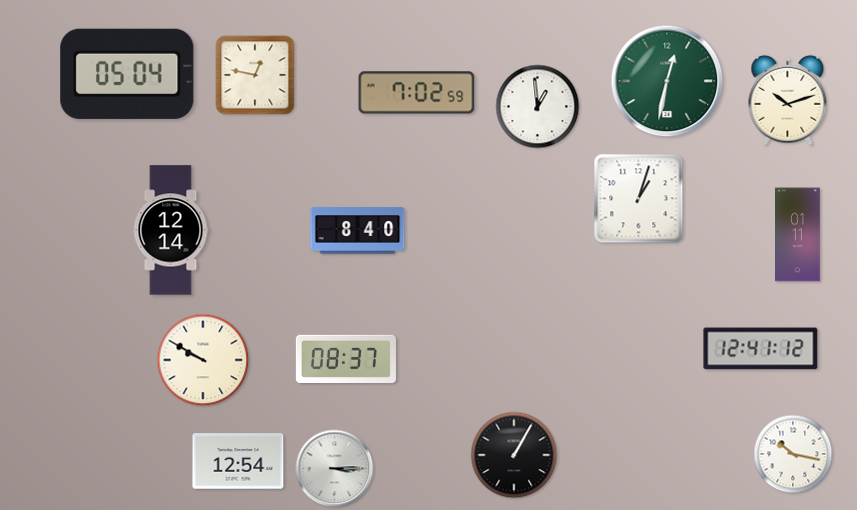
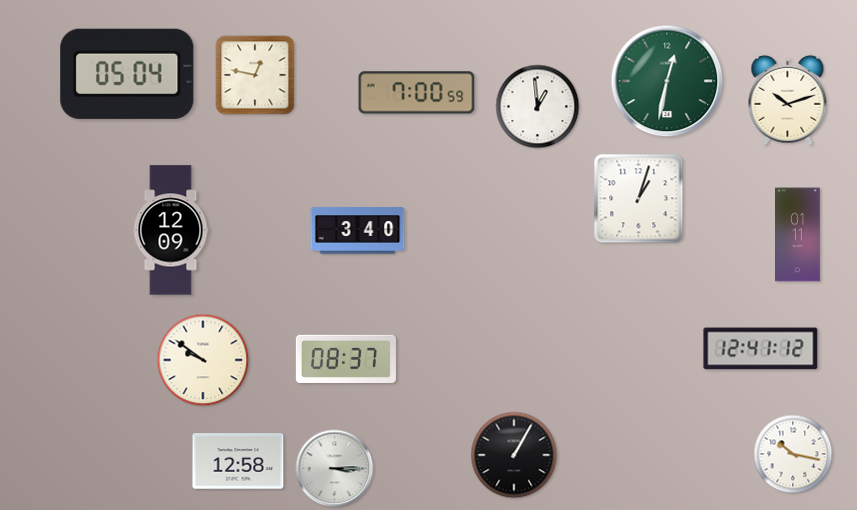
clock at (417, 93): 7:02 -> 7:00
clock at (171, 230): 12:14 -> 12:09
clock at (358, 231): 8:40 -> 3:40
clock at (203, 360): 9:50 -> 9:51
clock at (238, 461): 12:54 -> 12:58
